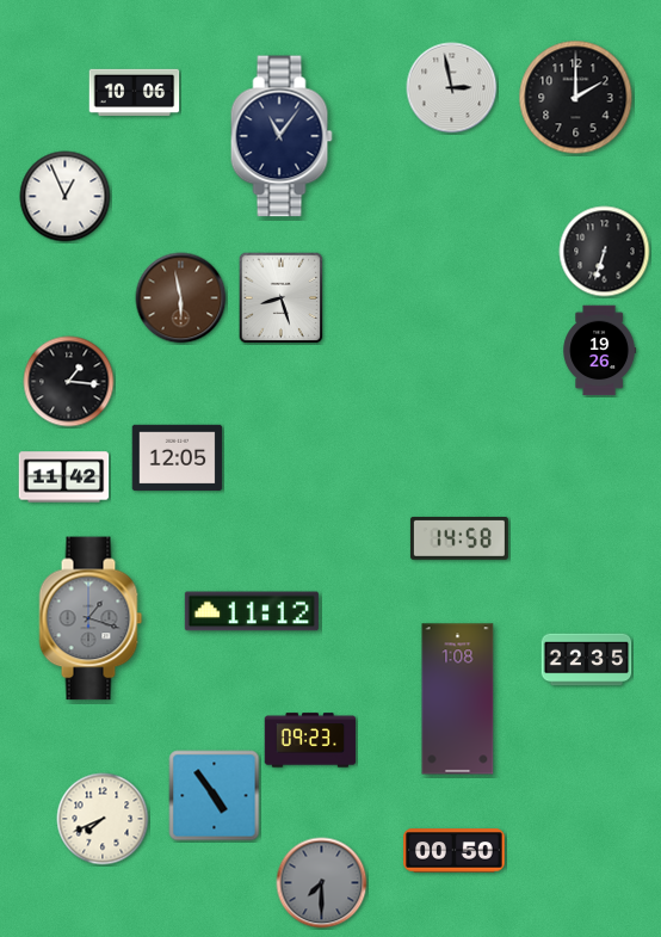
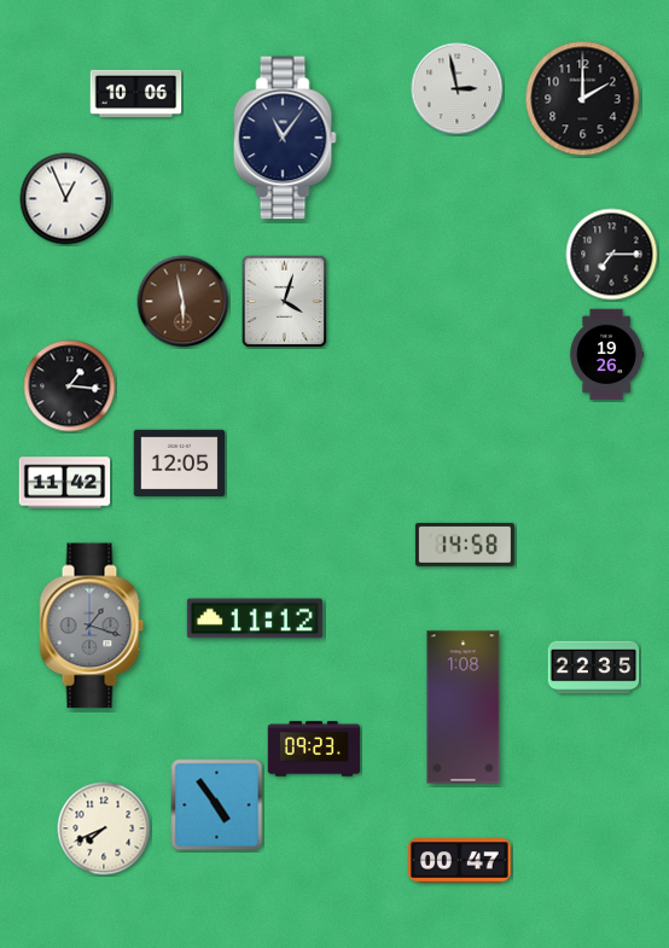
clock at (605, 252): 6:33 -> 7:15
clock at (282, 298): 8:27 -> 4:03
clock at (455, 851): 00:50 -> 00:47
clock at (322, 883): 7:30 -> none
